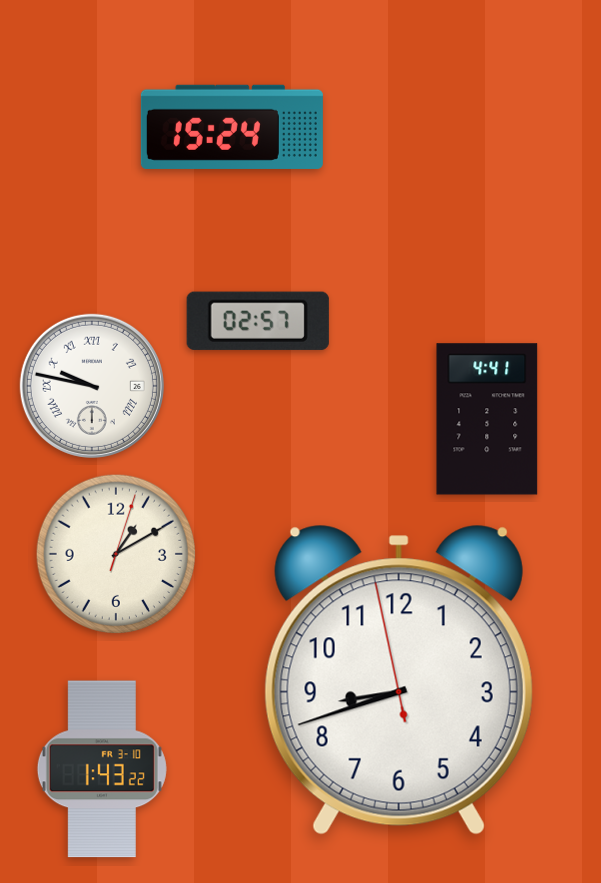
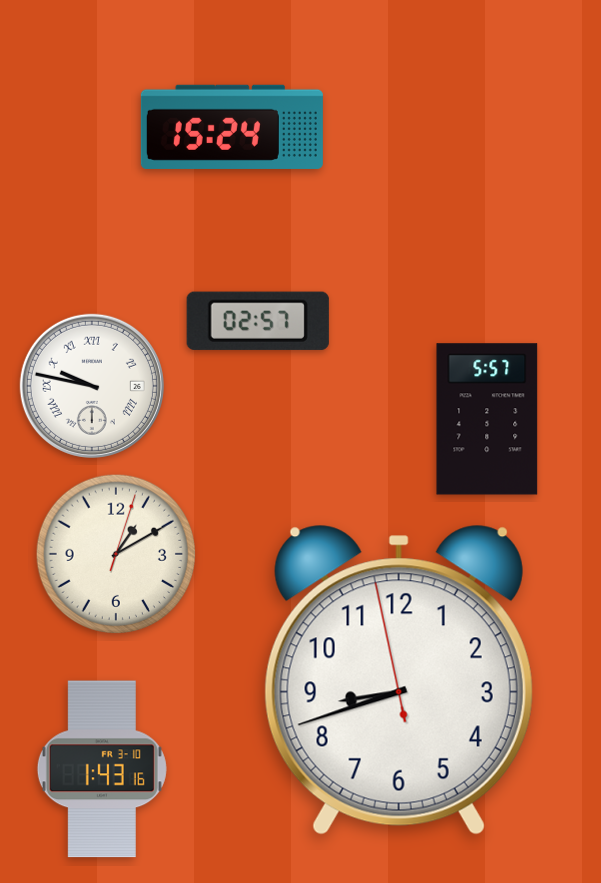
clock at (487, 419): 4:41 -> 5:57
clock at (102, 769): 1:43:22 -> 1:43:16
